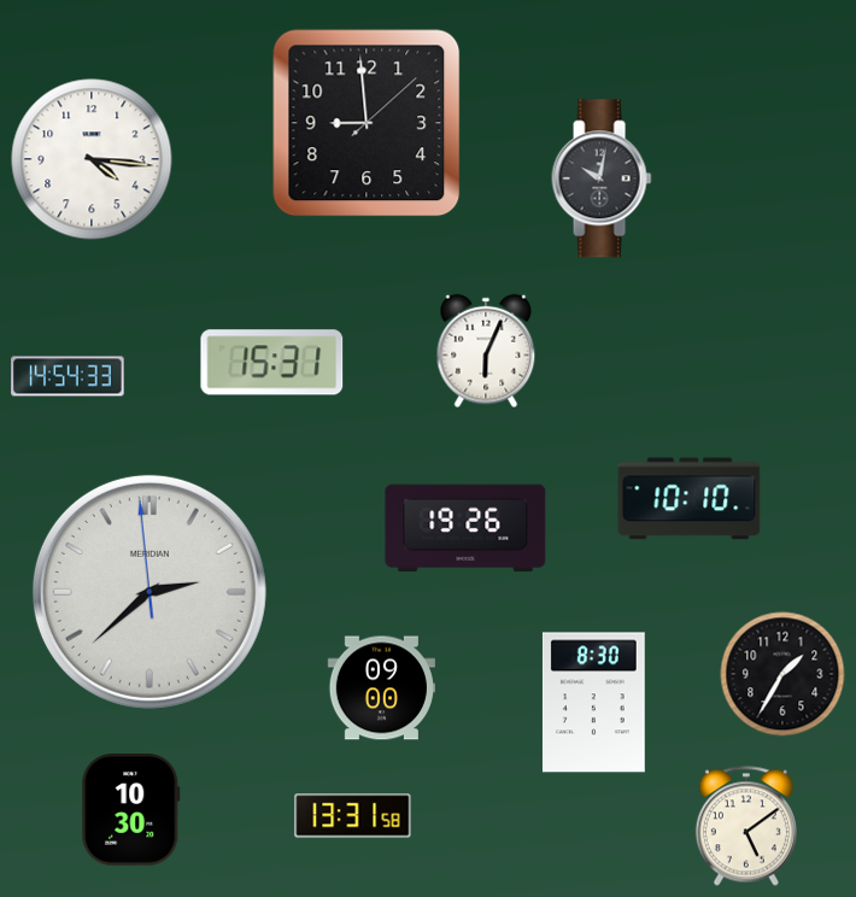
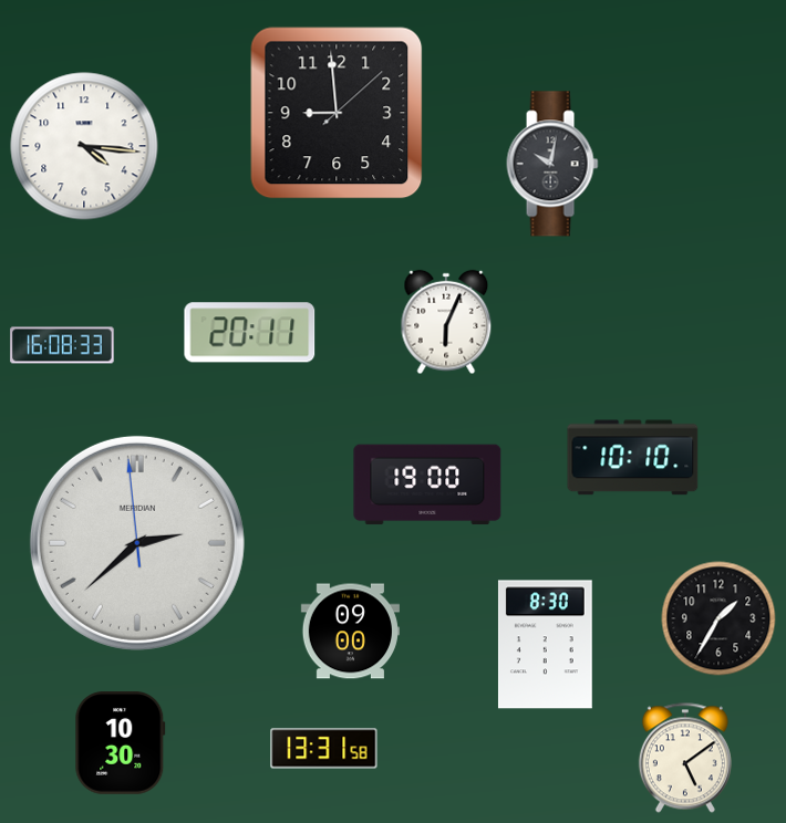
clock at (272, 363): 15:31 -> 20:11
clock at (68, 376): 14:54 -> 16:08
clock at (465, 528): 19:26 -> 19:00
